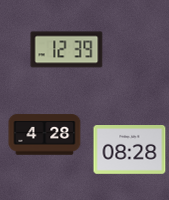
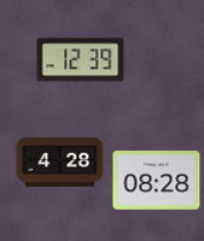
clock at (45, 135) position: (45, 135) -> (60, 163)
